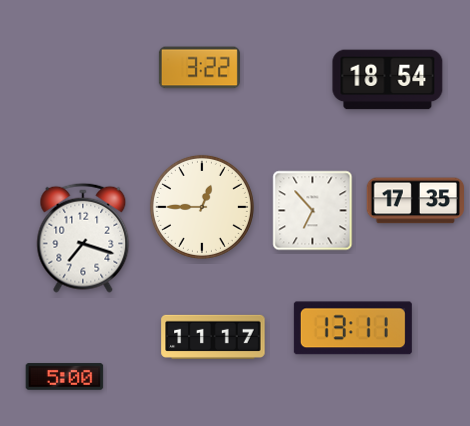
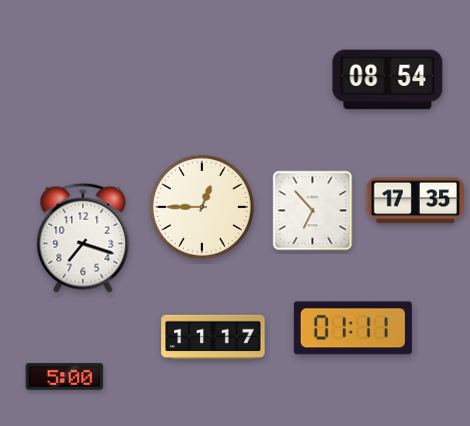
clock at (199, 68): 3:22 -> none
clock at (388, 80): 18:54 -> 08:54
clock at (353, 328): 13:11 -> 01:11
